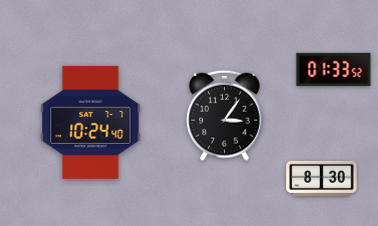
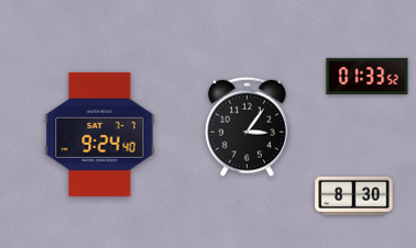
clock at (91, 122): 10:24 -> 9:24
